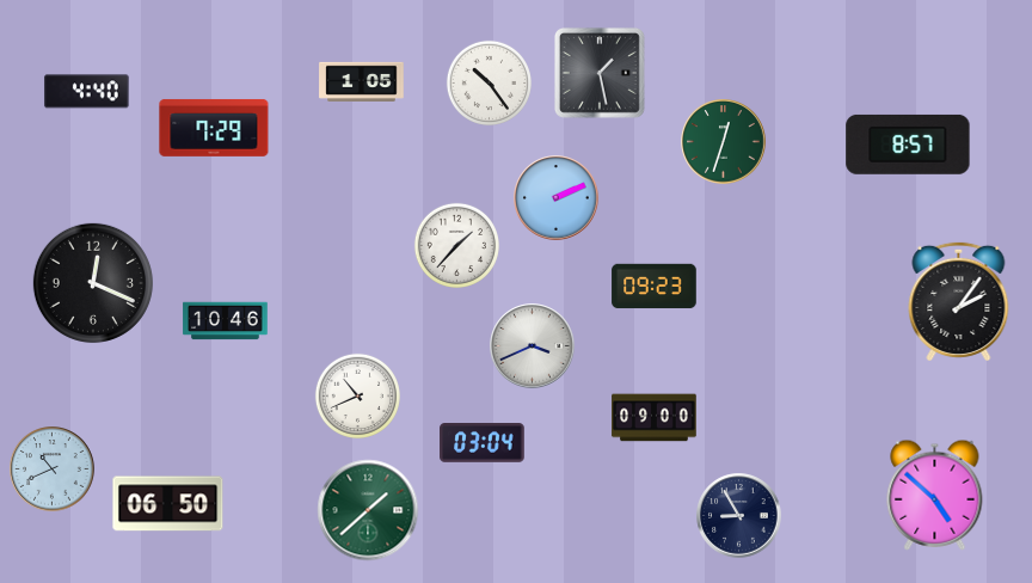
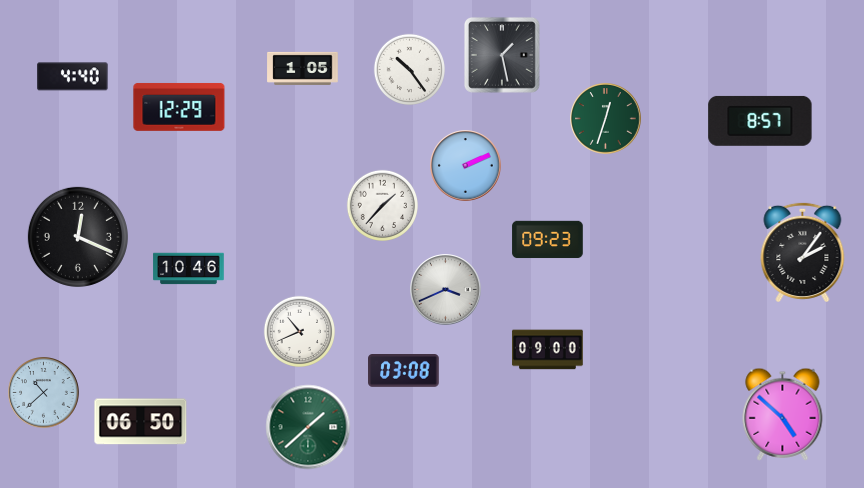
clock at (600, 73) position: (600, 73) -> (502, 55)
clock at (214, 128): 7:29 -> 12:29
clock at (483, 443): 03:04 -> 03:08
clock at (53, 470): 10:41 -> 10:38
clock at (739, 516): 8:55 -> none
